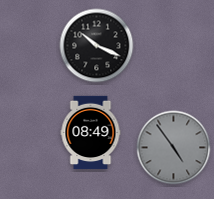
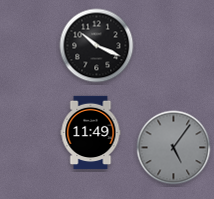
clock at (91, 133): 08:49 -> 11:49
clock at (174, 148): 4:54 -> 5:06
